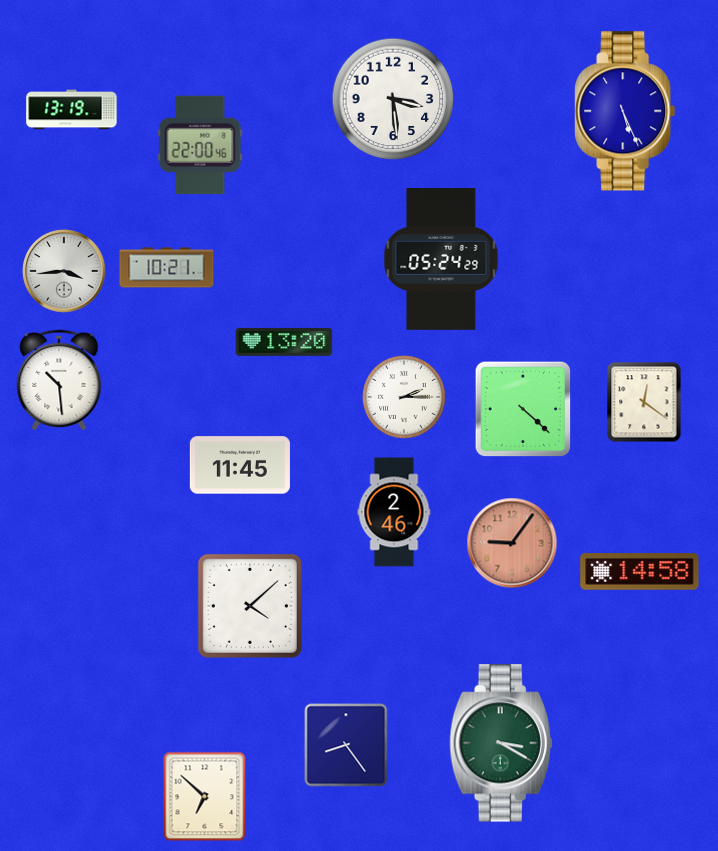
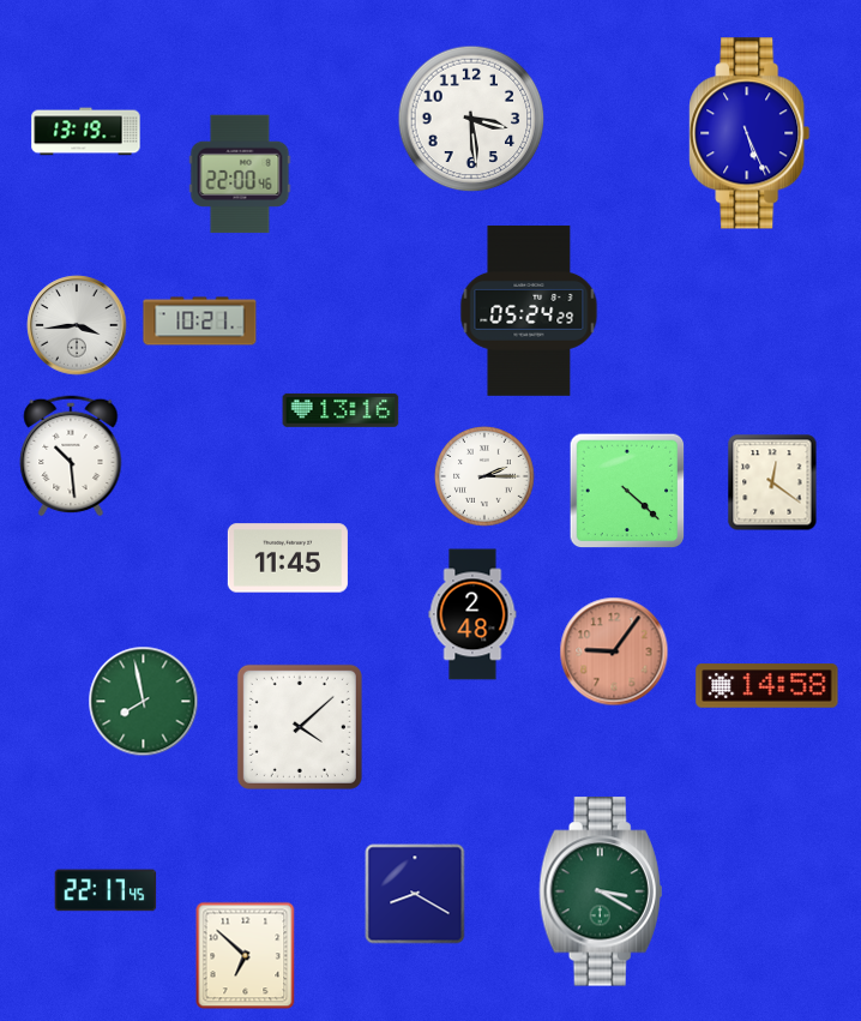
clock at (284, 342): 13:20 -> 13:16
clock at (394, 512): 2:46 -> 2:48
clock at (144, 702): none -> 7:58
clock at (106, 890): none -> 22:17
clock at (346, 745): 8:24 -> 8:20
